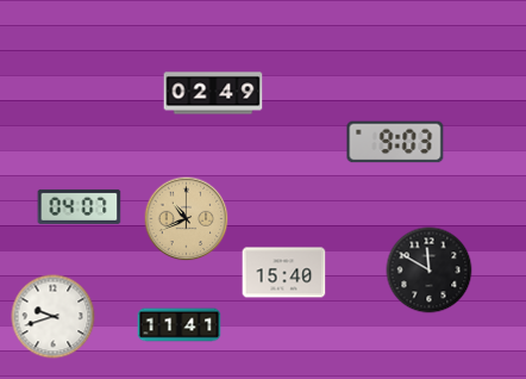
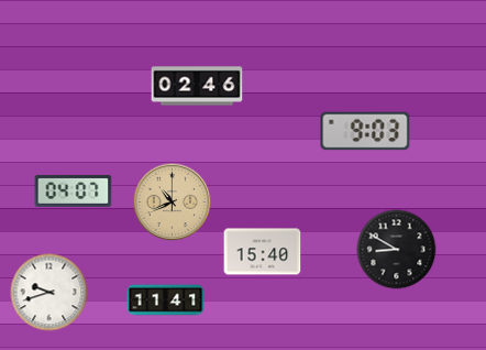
clock at (213, 93): 02:49 -> 02:46
clock at (430, 271): 11:50 -> 8:50
